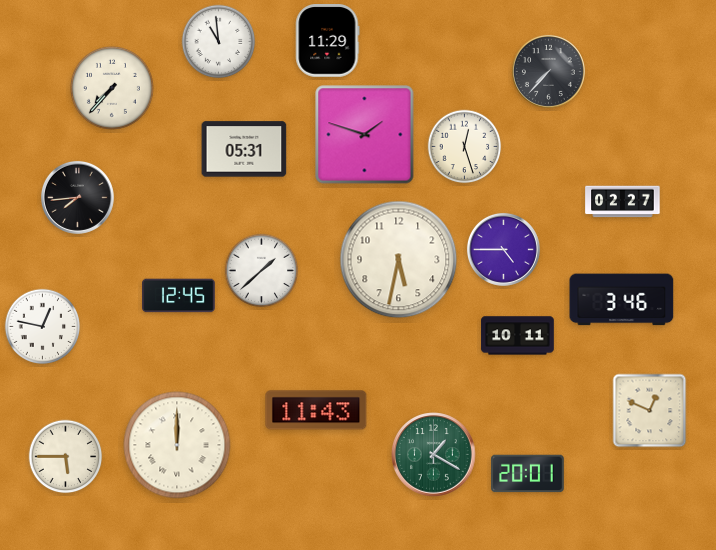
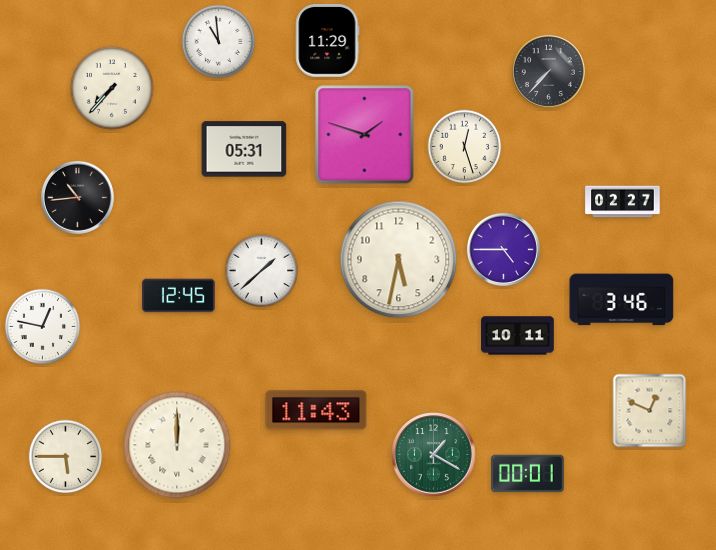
clock at (77, 197): 7:44 -> 10:44
clock at (528, 474): 20:01 -> 00:01
